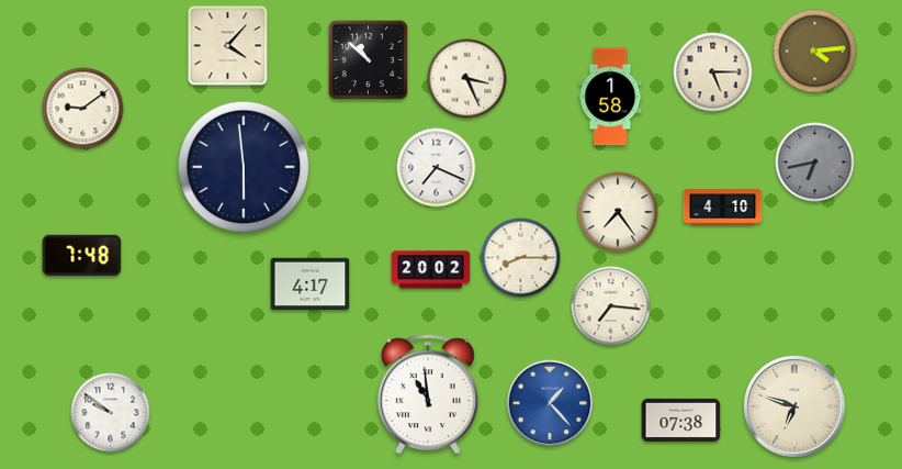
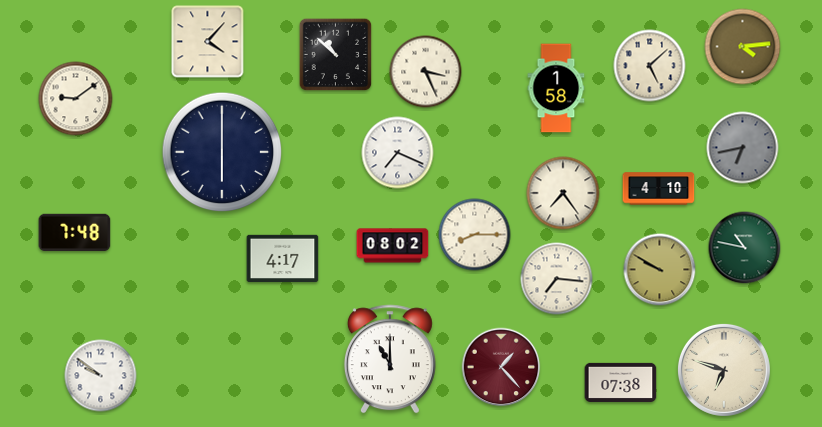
clock at (713, 72): 5:15 -> 5:08
clock at (244, 167): 5:59 -> 6:00
clock at (431, 270): 20:02 -> 08:02
clock at (745, 248): none -> 10:47
clock at (660, 270): none -> 9:50
clock at (428, 394): 10:59 -> 11:00
clock at (550, 403) dial: blue -> burgundy
